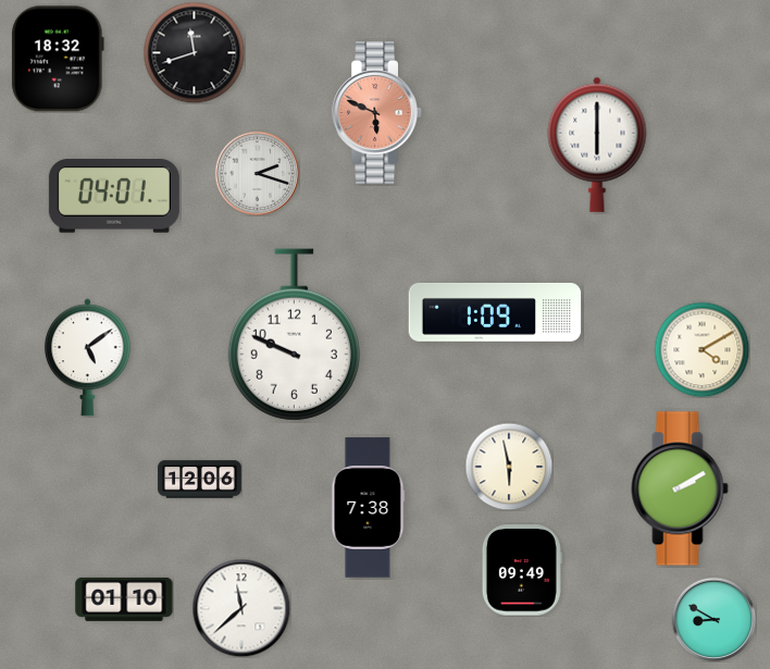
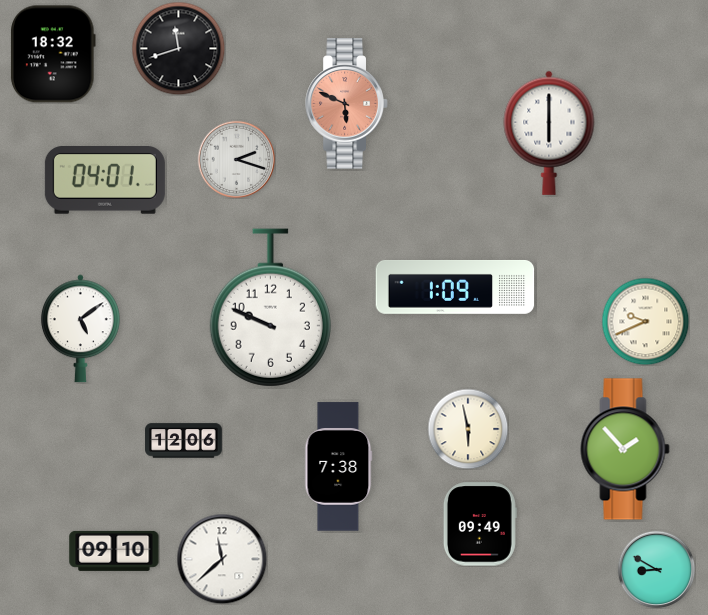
clock at (701, 349): 4:10 -> 9:41
clock at (680, 488): 2:10 -> 1:53
clock at (124, 599): 01:10 -> 09:10
